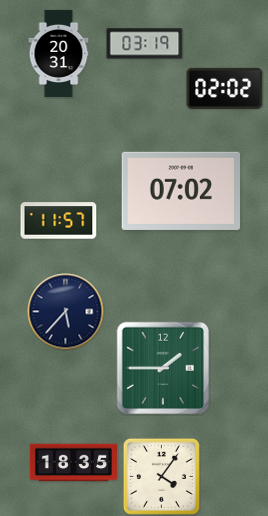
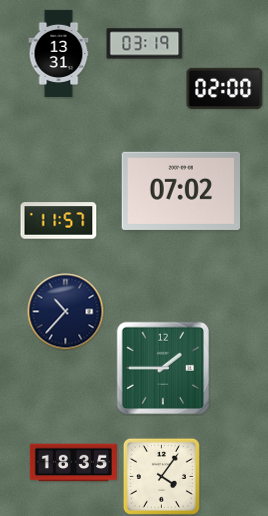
clock at (59, 53): 20:31 -> 13:31
clock at (225, 88): 02:02 -> 02:00
clock at (66, 312): 5:37 -> 10:37
